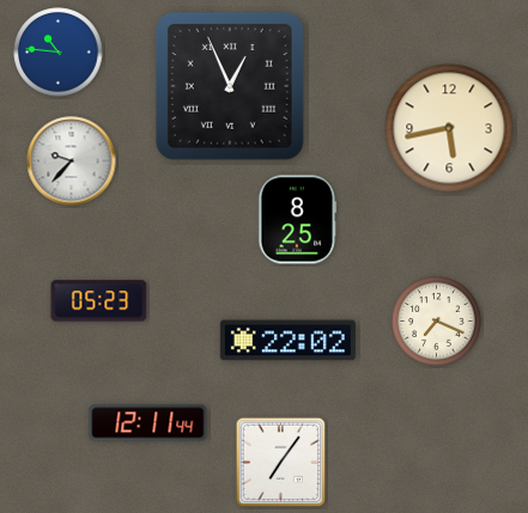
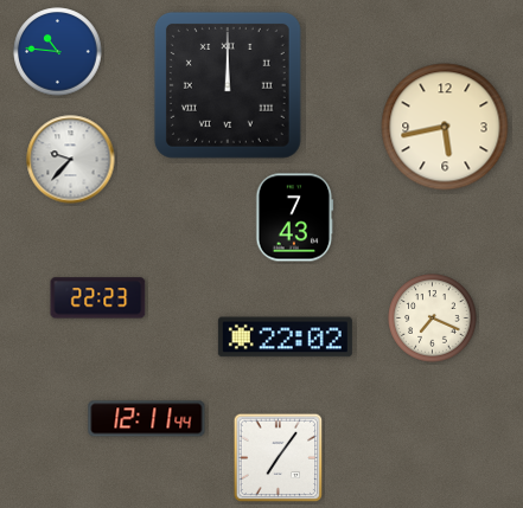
clock at (230, 86): 12:56 -> 12:00
clock at (298, 220): 8:25 -> 7:43
clock at (99, 301): 05:23 -> 22:23
